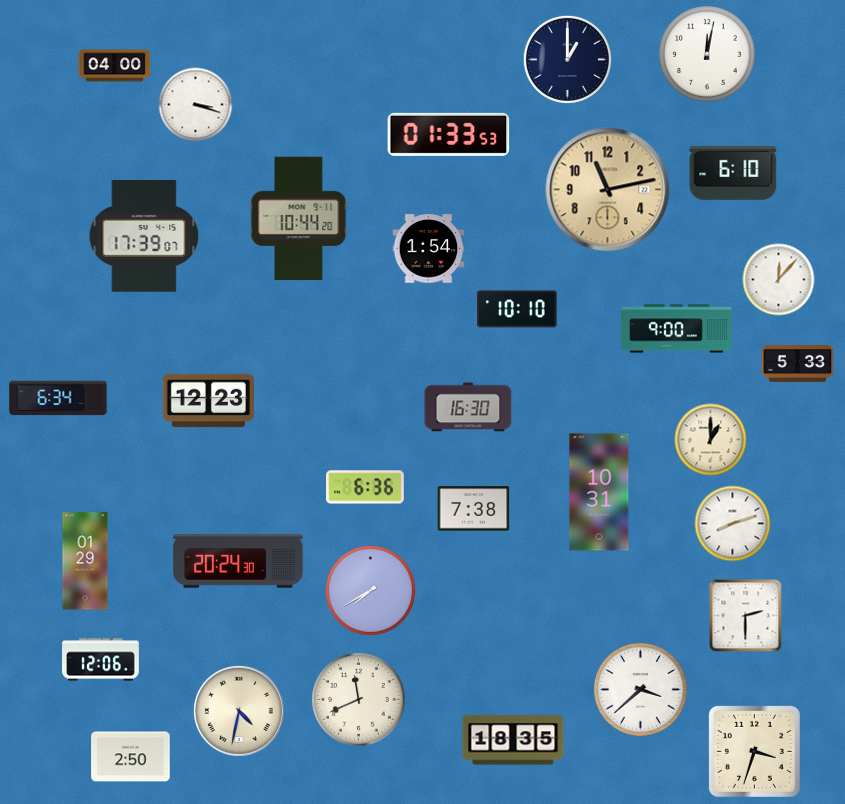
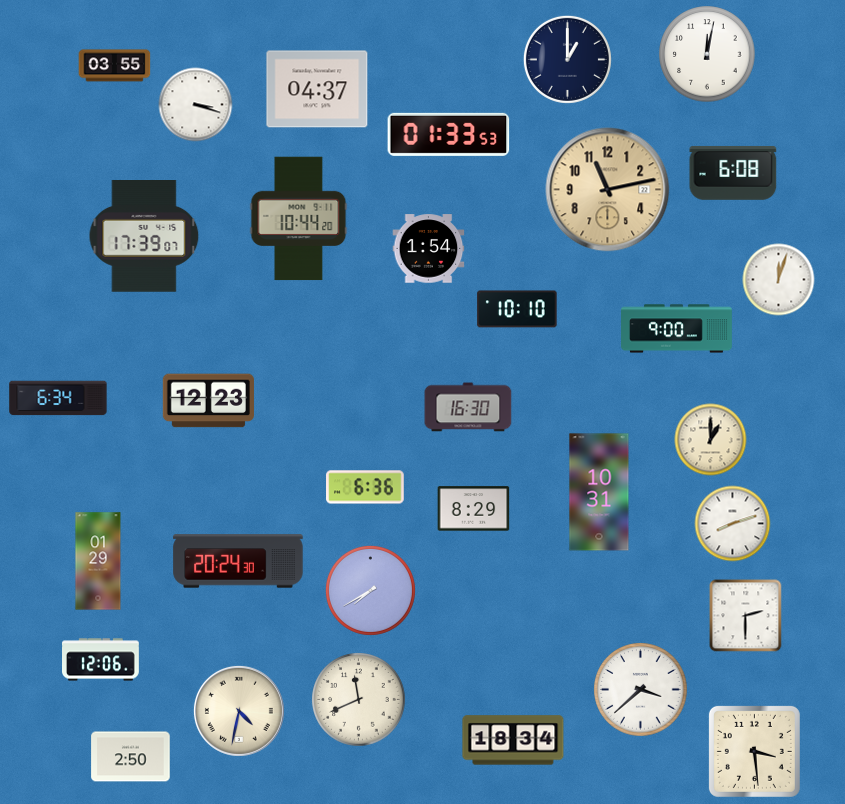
clock at (115, 66): 04:00 -> 03:55
clock at (317, 89): none -> 04:37
clock at (733, 173): 6:10 -> 6:08
clock at (779, 280): 12:07 -> 12:03
clock at (798, 363): 5:33 -> none
clock at (474, 509): 7:38 -> 8:29
clock at (85, 561) position: (85, 561) -> (98, 561)
clock at (513, 740): 18:35 -> 18:34
clock at (754, 751): 3:33 -> 3:29
